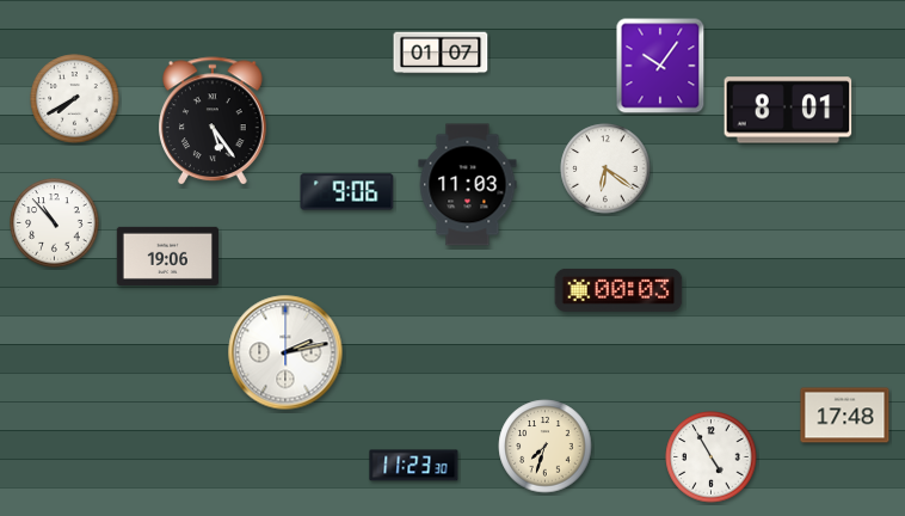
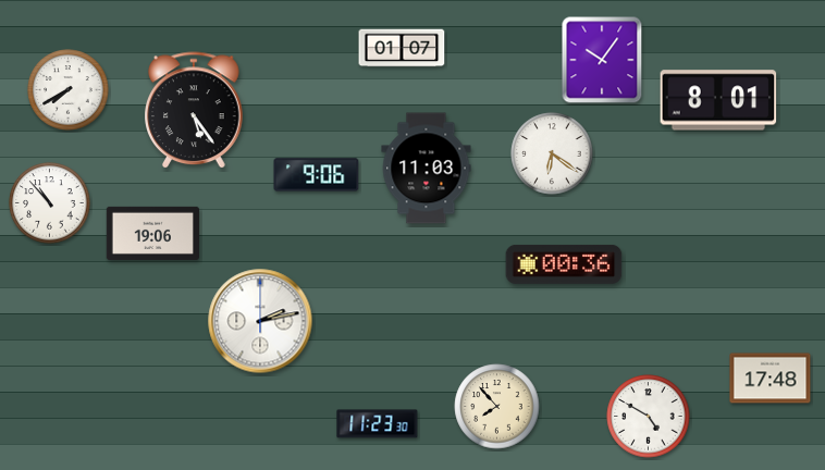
clock at (618, 290): 00:03 -> 00:36
clock at (546, 447): 7:33 -> 7:53
clock at (712, 457): 4:55 -> 4:50
